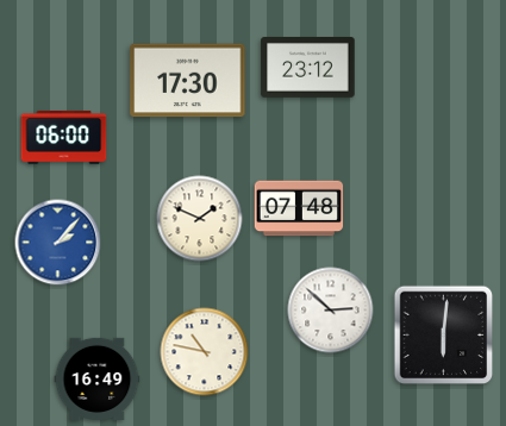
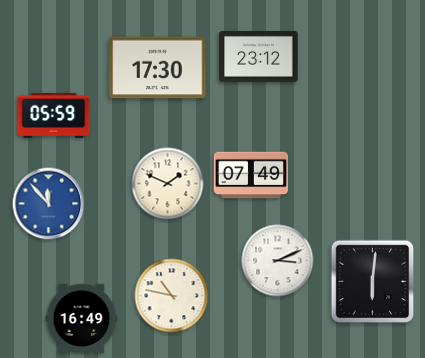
clock at (64, 137): 06:00 -> 05:59
clock at (299, 208): 07:48 -> 07:49
clock at (58, 243): 2:07 -> 11:53
clock at (331, 311): 2:52 -> 3:11
